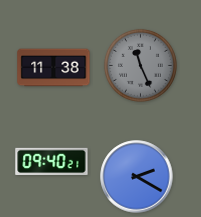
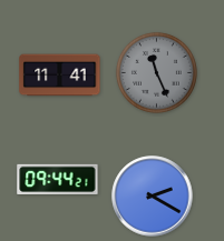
clock at (54, 68): 11:38 -> 11:41
clock at (52, 161): 09:40 -> 09:44
